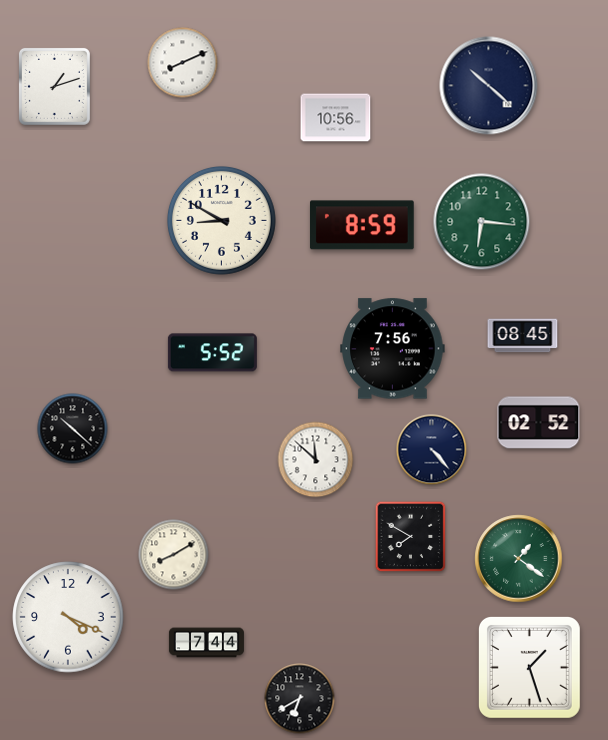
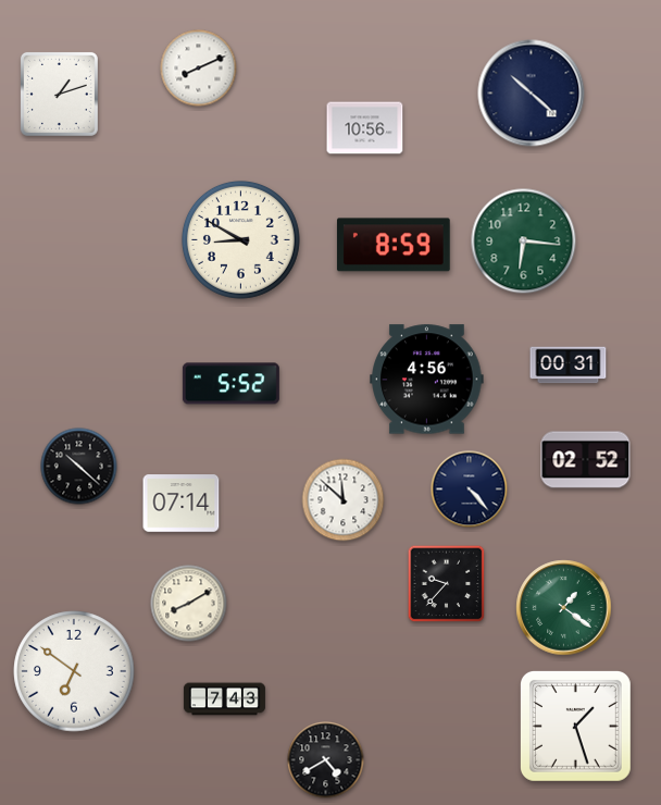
clock at (523, 336): 08:45 -> 00:31
clock at (393, 349): 7:56 -> 4:56
clock at (182, 504): none -> 07:14
clock at (411, 537): 7:50 -> 9:37
clock at (68, 617): 4:19 -> 6:51
clock at (206, 643): 7:44 -> 7:43
clock at (300, 699): 6:40 -> 4:40
